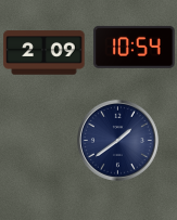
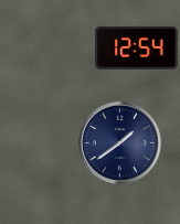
clock at (135, 47): 10:54 -> 12:54
clock at (45, 53): 2:09 -> none
